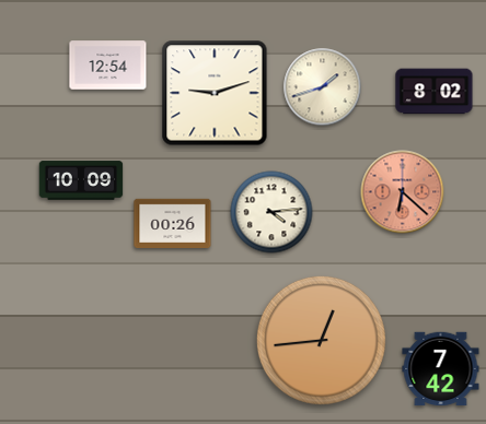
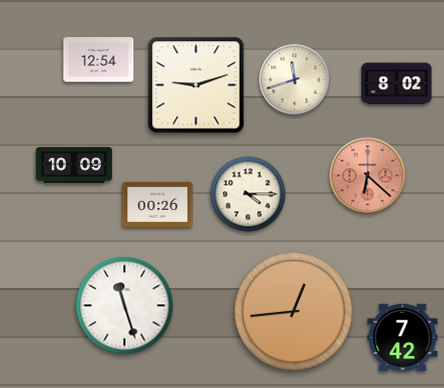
clock at (323, 87): 1:42 -> 11:42
clock at (271, 212): 4:14 -> 4:15
clock at (125, 306): none -> 11:27
